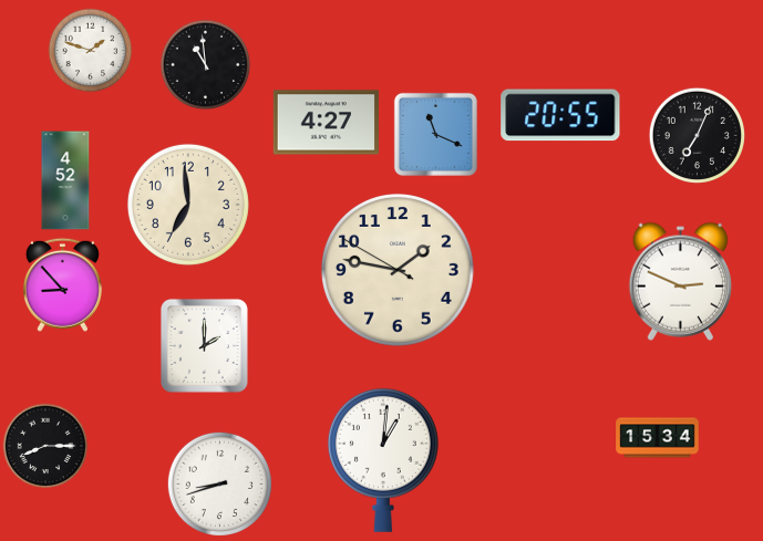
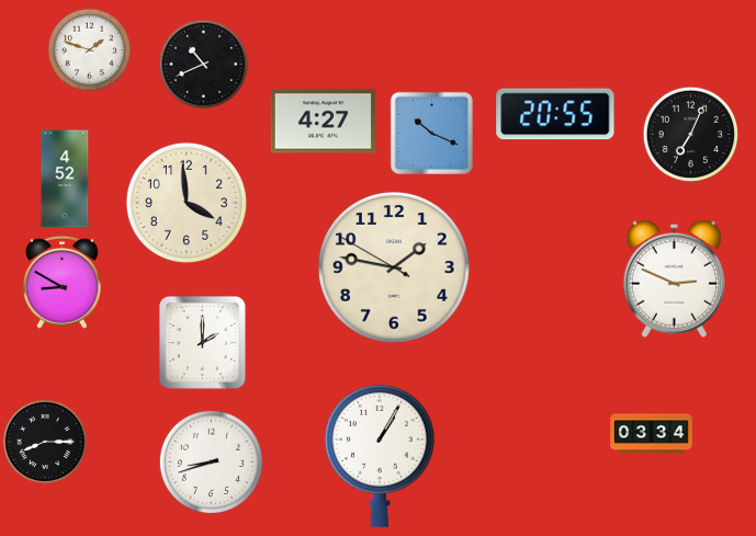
clock at (206, 65): 10:59 -> 10:41
clock at (435, 134): 11:19 -> 10:19
clock at (188, 205): 6:59 -> 3:59
clock at (62, 284): 8:53 -> 8:50
clock at (658, 438): 15:34 -> 03:34
clock at (383, 460): 1:01 -> 1:05
clock at (219, 483) position: (219, 483) -> (211, 461)
